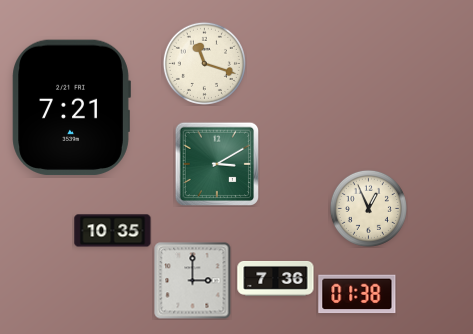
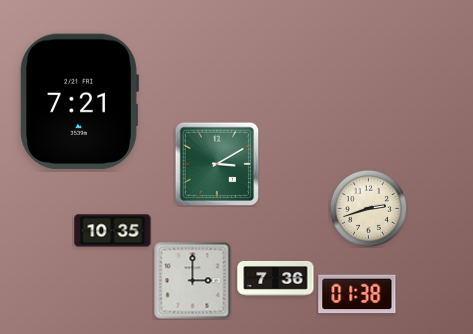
clock at (204, 63): 11:18 -> none
clock at (71, 108) position: (71, 108) -> (79, 102)
clock at (368, 208): 12:56 -> 2:42
